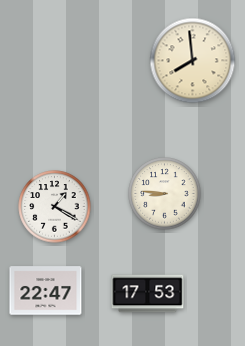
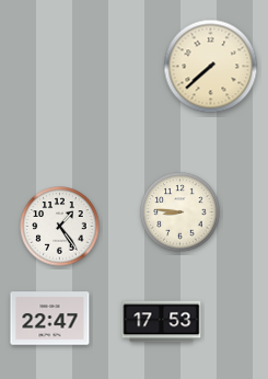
clock at (193, 61): 7:59 -> 7:38
clock at (55, 207): 1:20 -> 1:24
